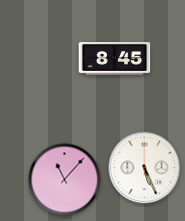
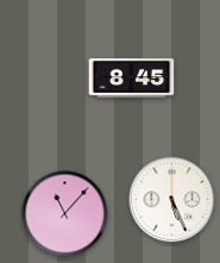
clock at (115, 59) position: (115, 59) -> (132, 79)
clock at (65, 180) position: (65, 180) -> (65, 214)
